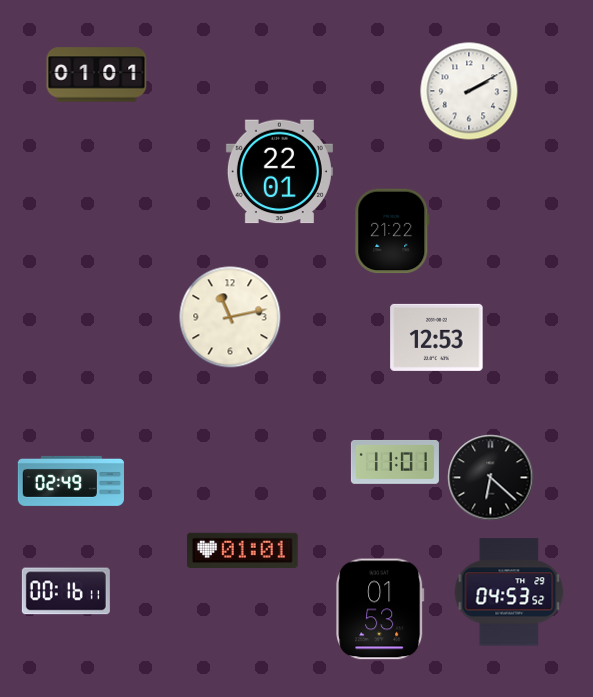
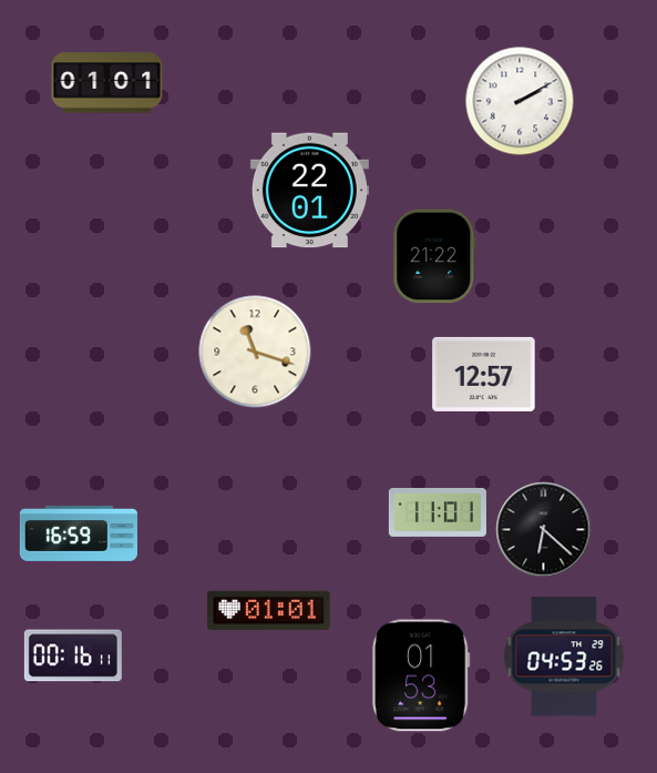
clock at (230, 317): 11:13 -> 11:18
clock at (437, 337): 12:53 -> 12:57
clock at (71, 481): 02:49 -> 16:59
clock at (509, 592): 04:53:52 -> 04:53:26
